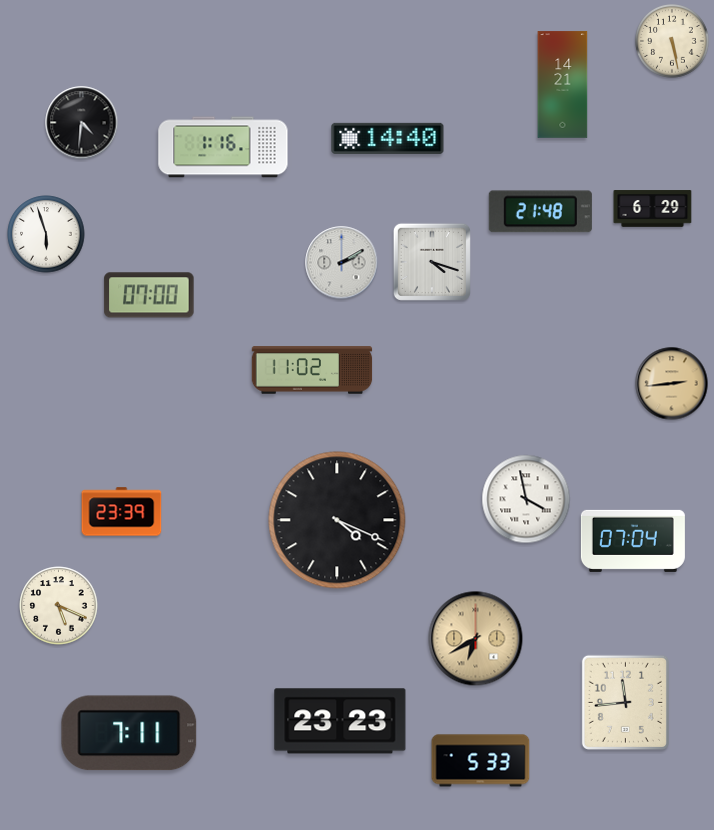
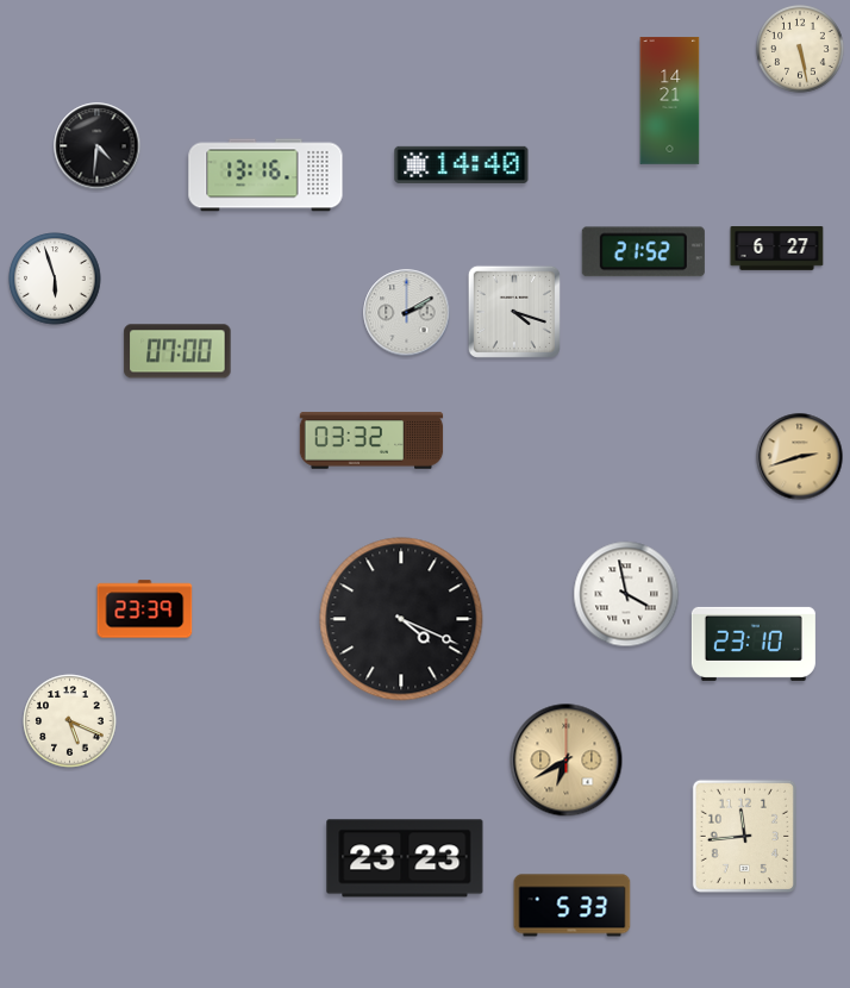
clock at (223, 147): 1:16 -> 13:16
clock at (653, 209): 6:29 -> 6:27
clock at (540, 212): 21:48 -> 21:52
clock at (312, 370): 11:02 -> 03:32
clock at (672, 384): 2:44 -> 2:42
clock at (633, 541): 07:04 -> 23:10
clock at (129, 733): 7:11 -> none
